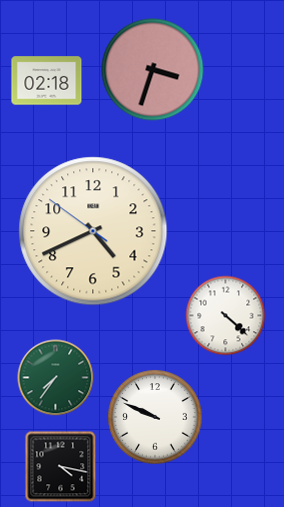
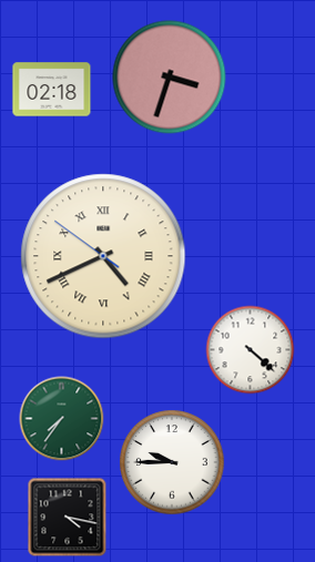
clock at (93, 231) numerals: Arabic -> Roman
clock at (155, 417): 9:49 -> 9:45
